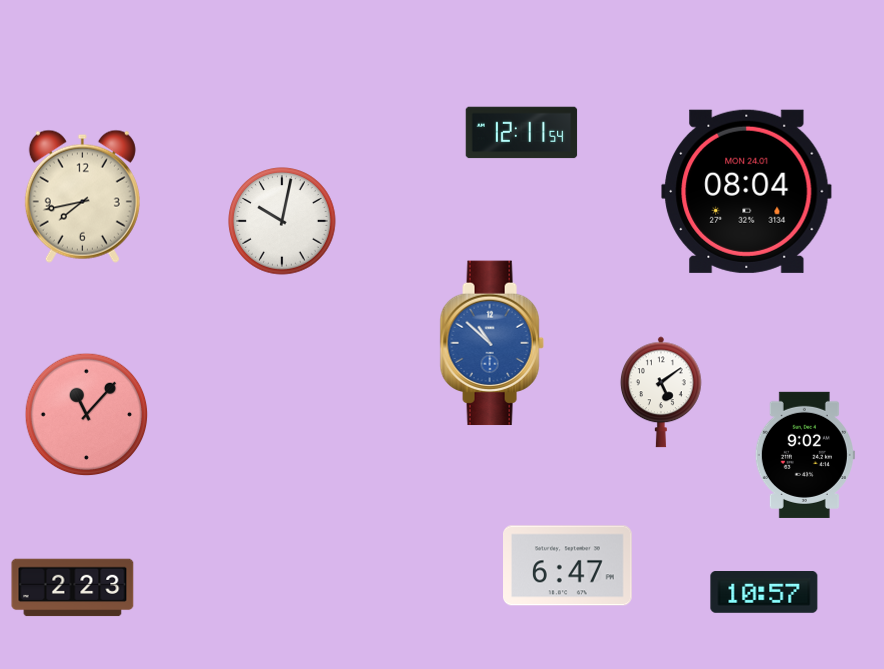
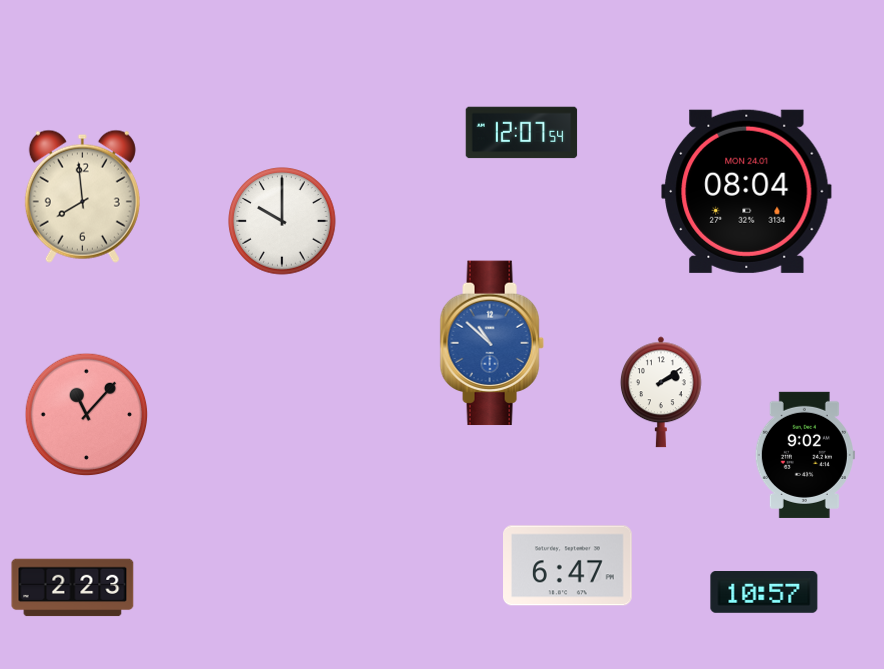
clock at (522, 133): 12:11 -> 12:07
clock at (82, 196): 7:43 -> 7:59
clock at (282, 221): 10:02 -> 10:00
clock at (661, 392): 5:09 -> 2:09
